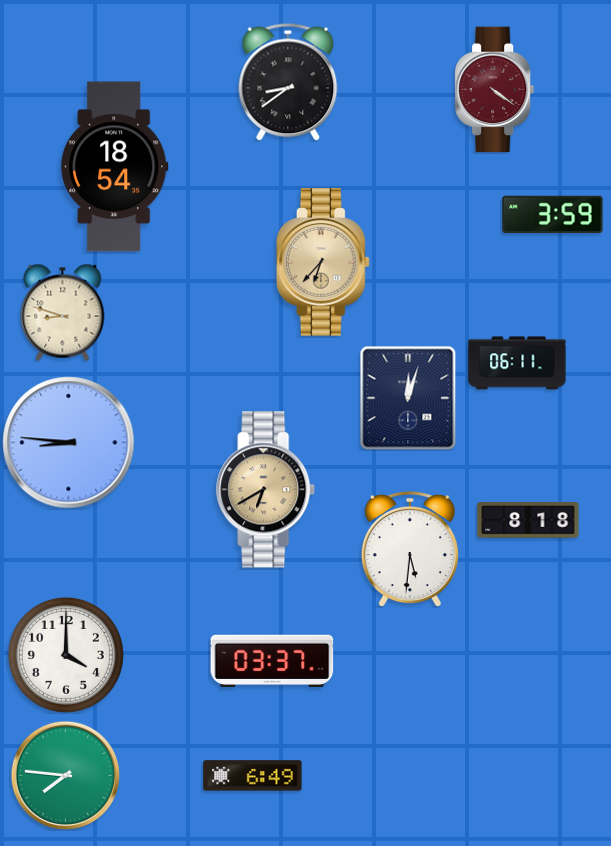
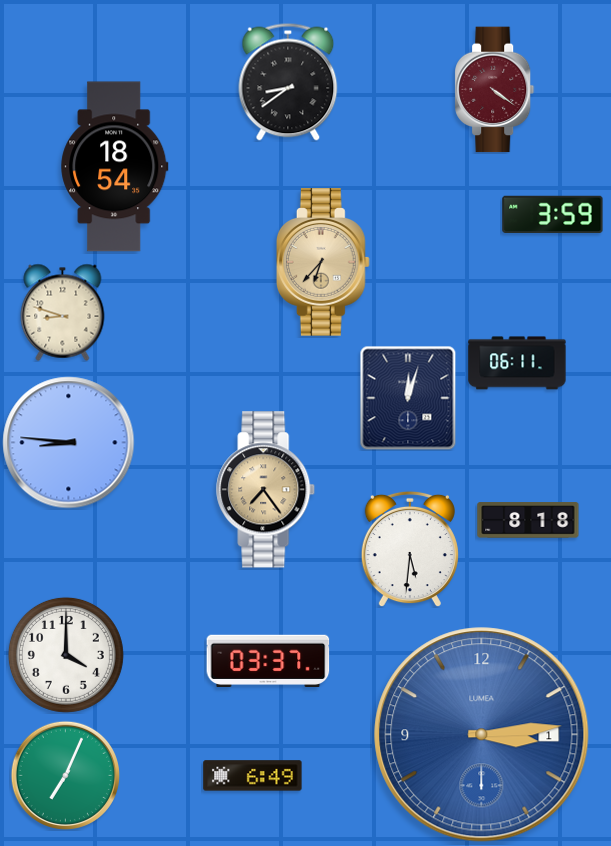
clock at (266, 490): 6:40 -> 7:24
clock at (272, 660) position: (272, 660) -> (268, 660)
clock at (482, 735): none -> 3:14
clock at (65, 775): 7:46 -> 7:04
